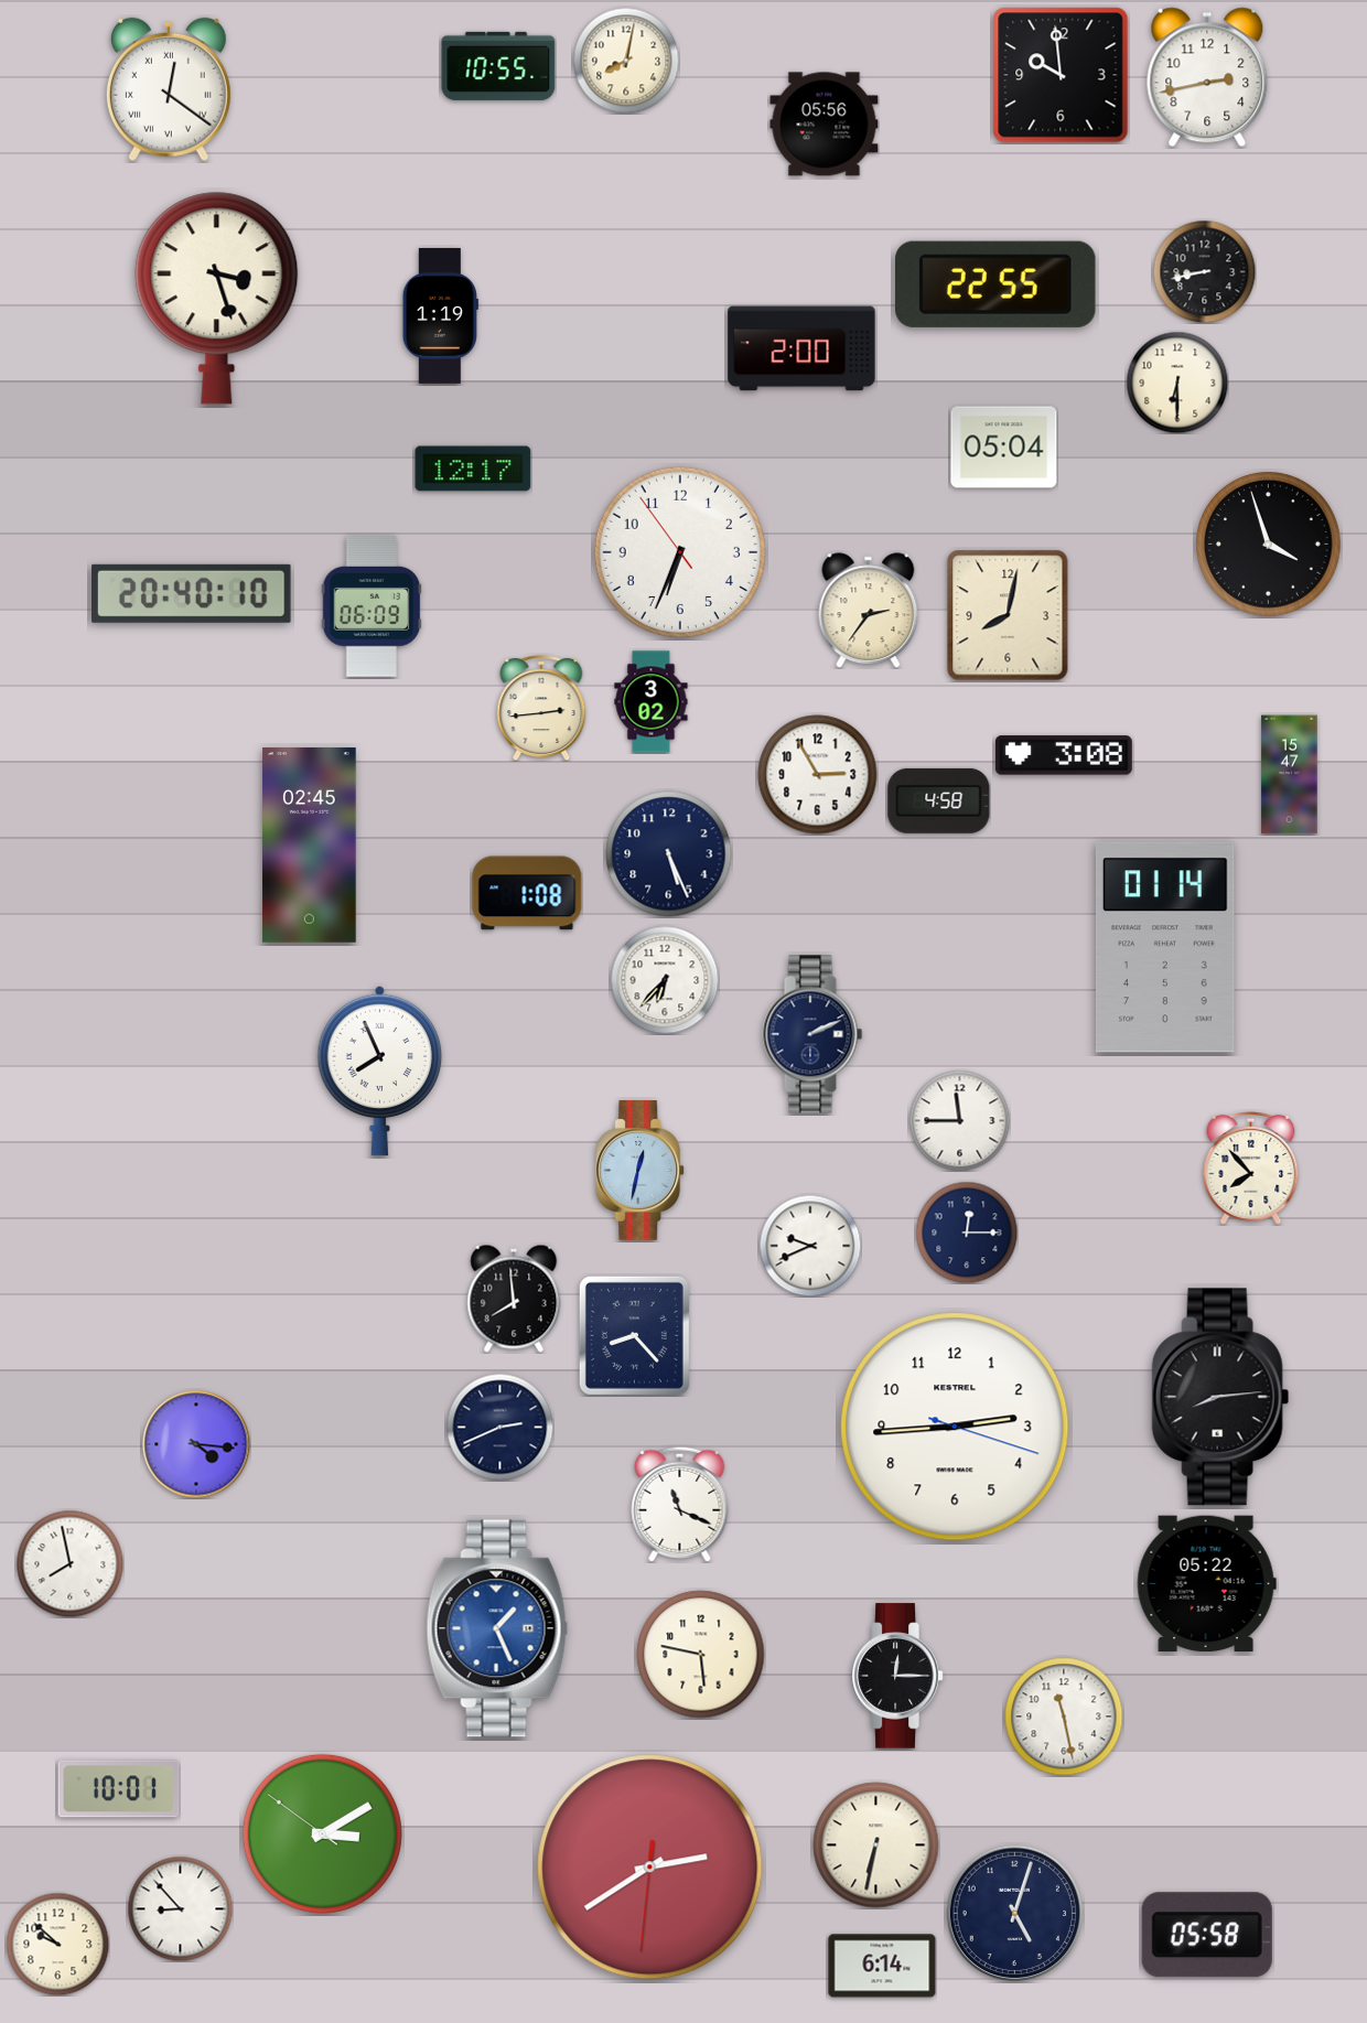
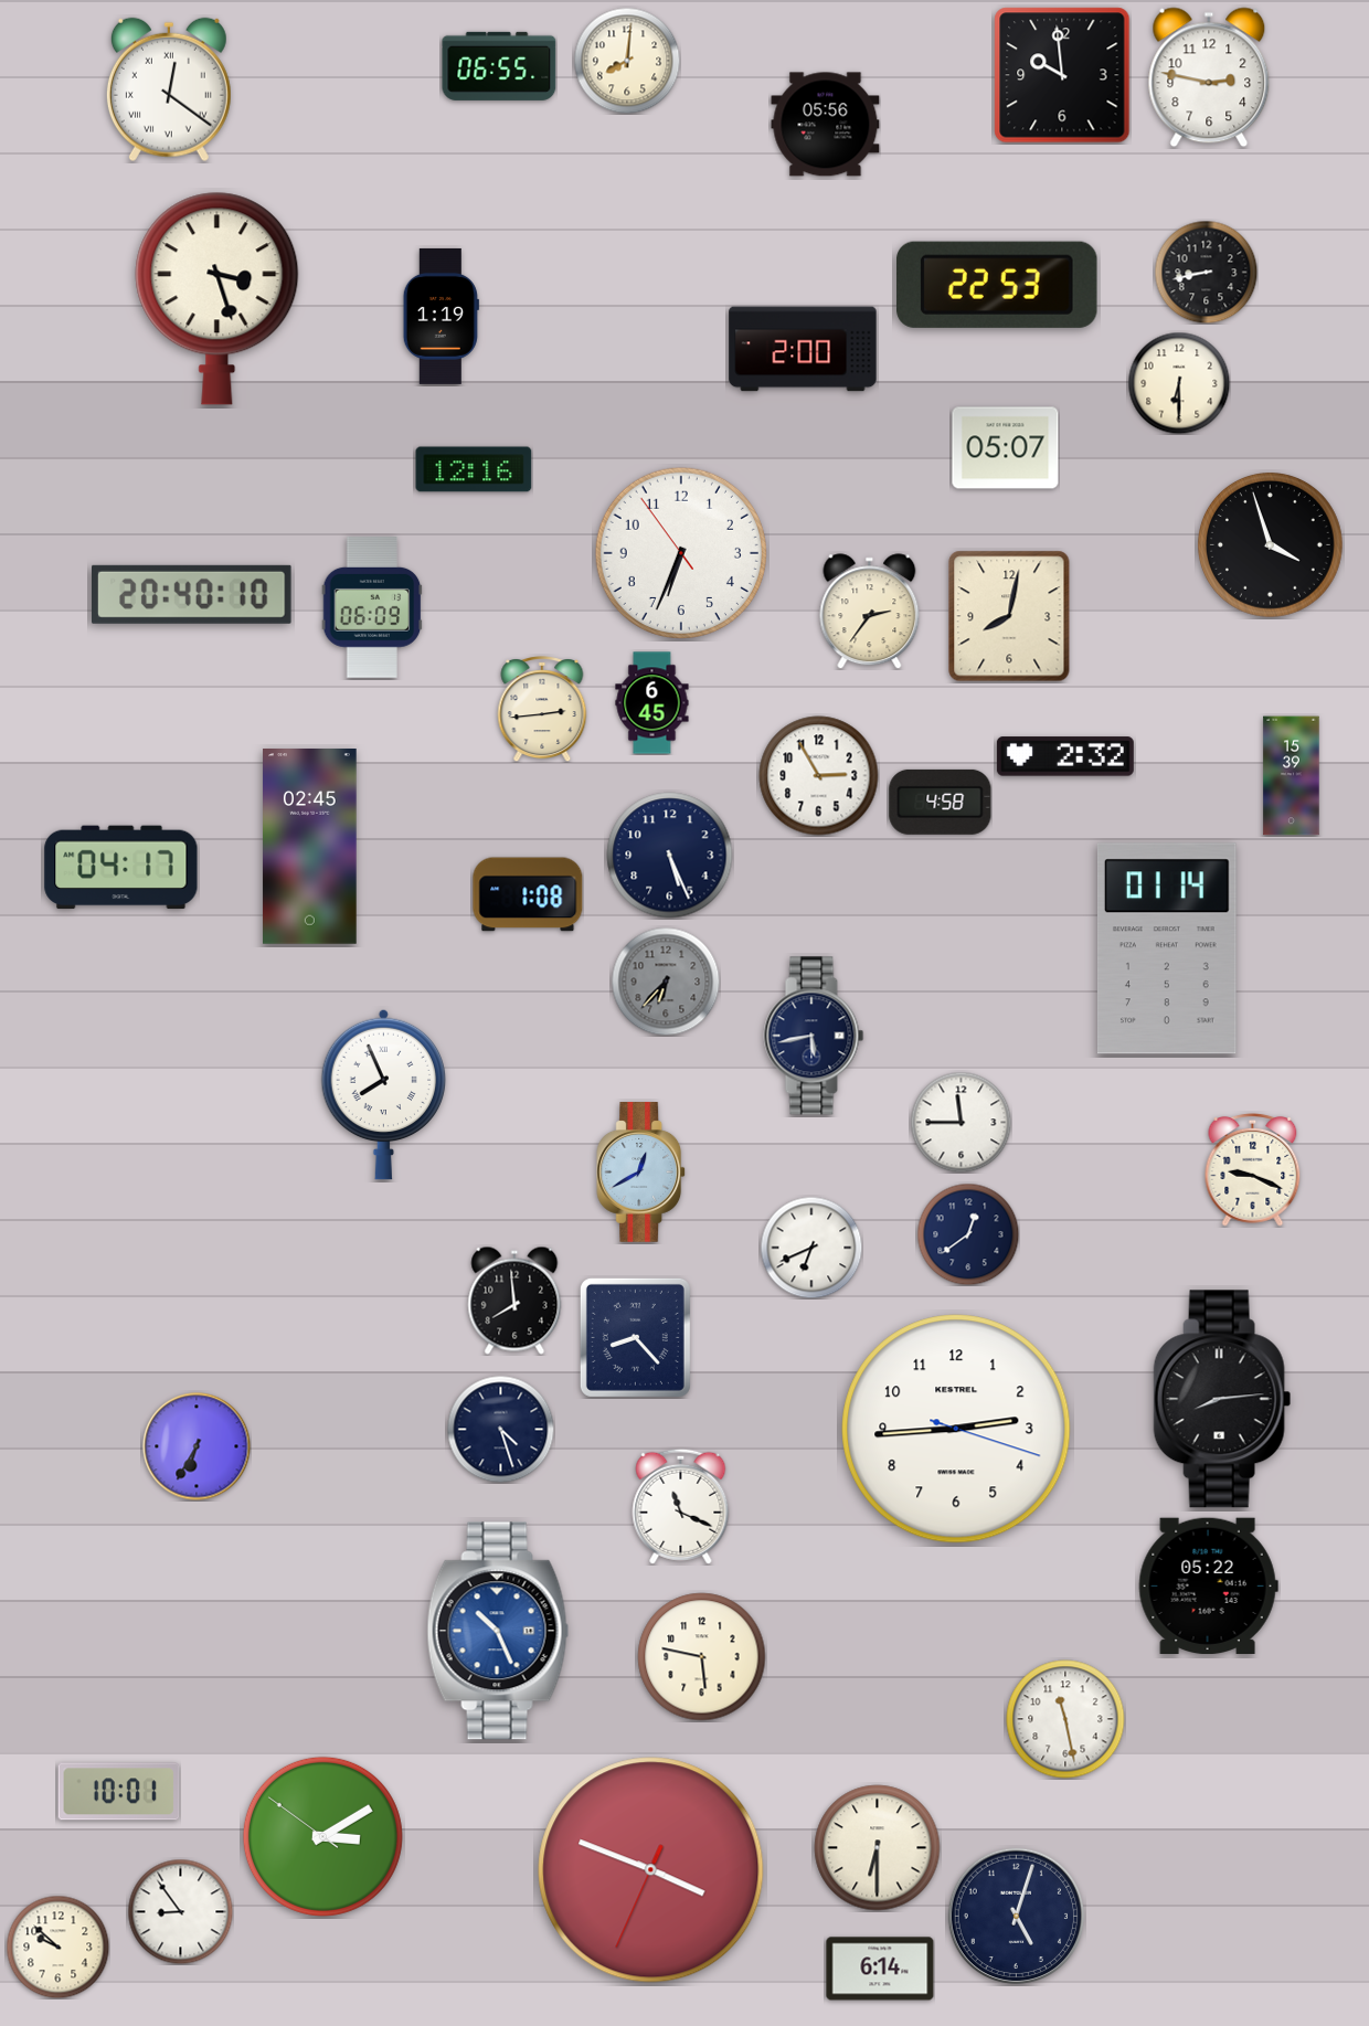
clock at (626, 61): 8:02 -> 8:01
clock at (498, 66): 10:55 -> 06:55
clock at (1207, 77): 2:43 -> 2:47
clock at (997, 284): 22:55 -> 22:53
clock at (1004, 448): 05:04 -> 05:07
clock at (473, 469): 12:17 -> 12:16
clock at (652, 702): 3:02 -> 6:45
clock at (1064, 755): 3:08 -> 2:32
clock at (1290, 775): 15:47 -> 15:39
clock at (121, 868): none -> 04:17
clock at (665, 980) dial: white -> grey
clock at (812, 1034): 2:11 -> 5:43
clock at (380, 1070) position: (380, 1070) -> (384, 1094)
clock at (1251, 1167): 7:53 -> 9:19
clock at (641, 1171): 12:32 -> 12:40
clock at (967, 1233): 12:15 -> 12:39
clock at (810, 1246): 9:41 -> 6:41
clock at (499, 1427): 2:41 -> 4:27
clock at (196, 1444): 4:16 -> 6:35
clock at (69, 1563): 7:58 -> none
clock at (497, 1628): 1:26 -> 10:26
clock at (897, 1676): 12:15 -> none
clock at (876, 1846): 6:32 -> 6:30
clock at (650, 1868): 2:39 -> 3:48
clock at (180, 1908): 8:53 -> 8:54
clock at (1207, 1935): 05:58 -> none
clock at (882, 1966) position: (882, 1966) -> (880, 1969)
